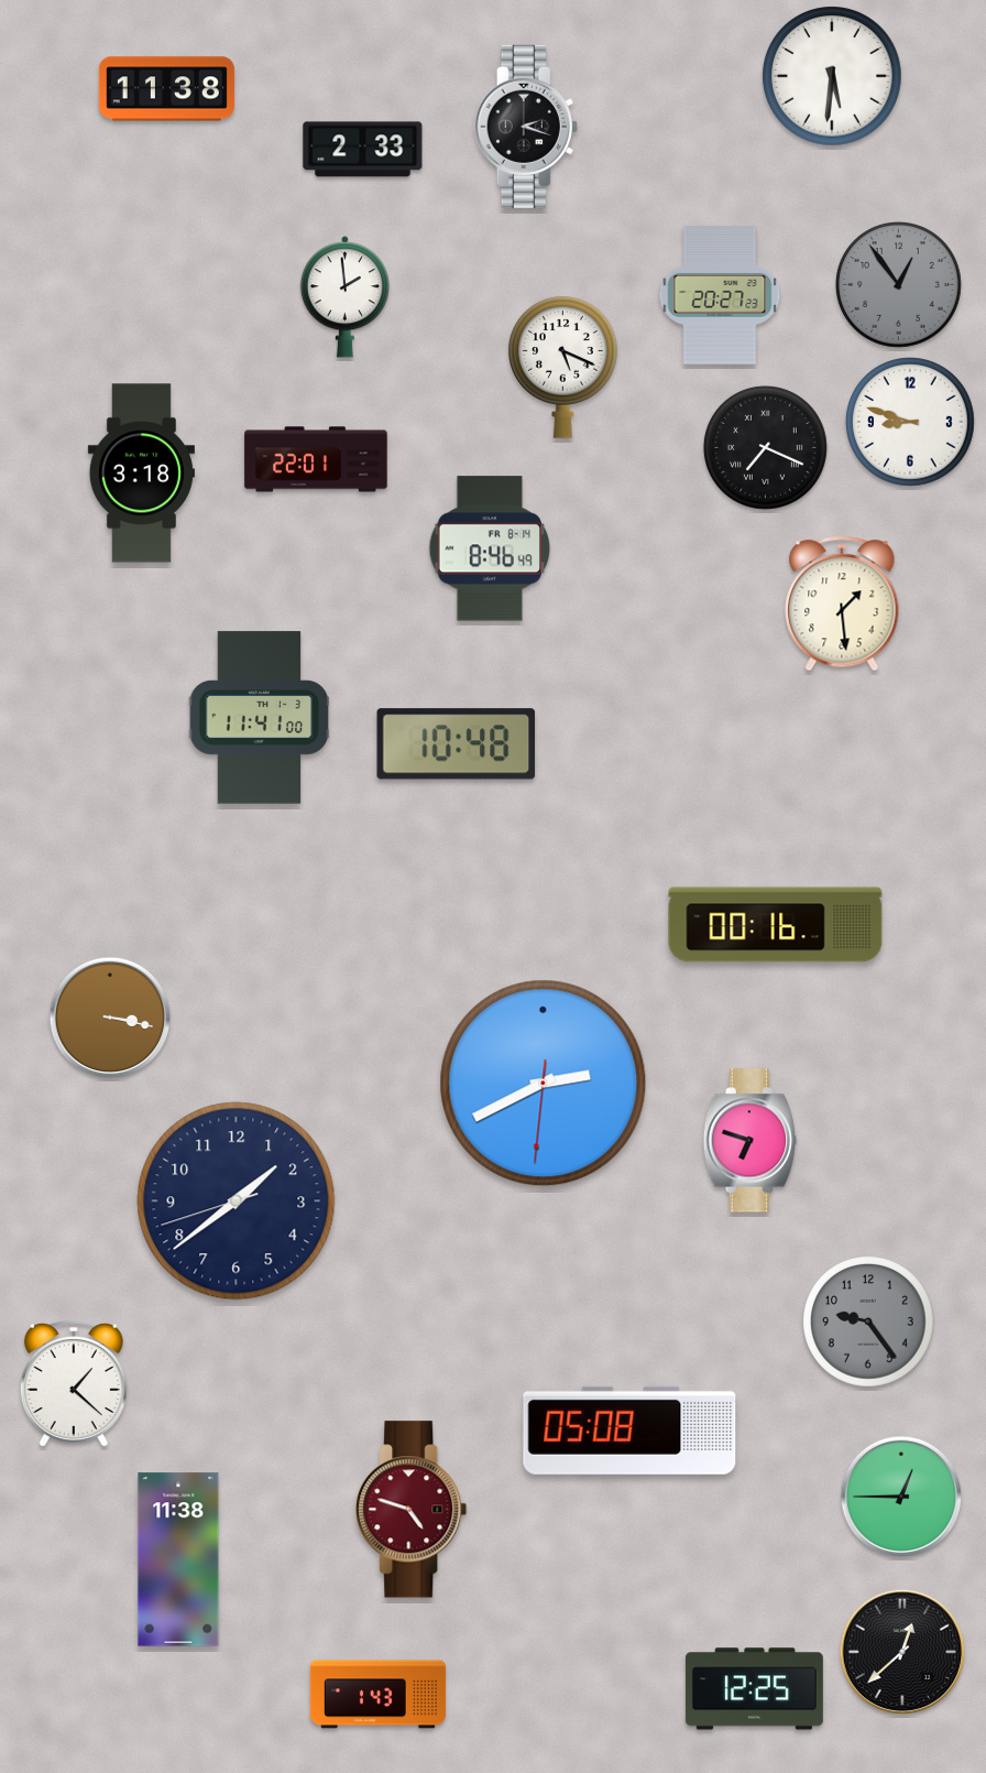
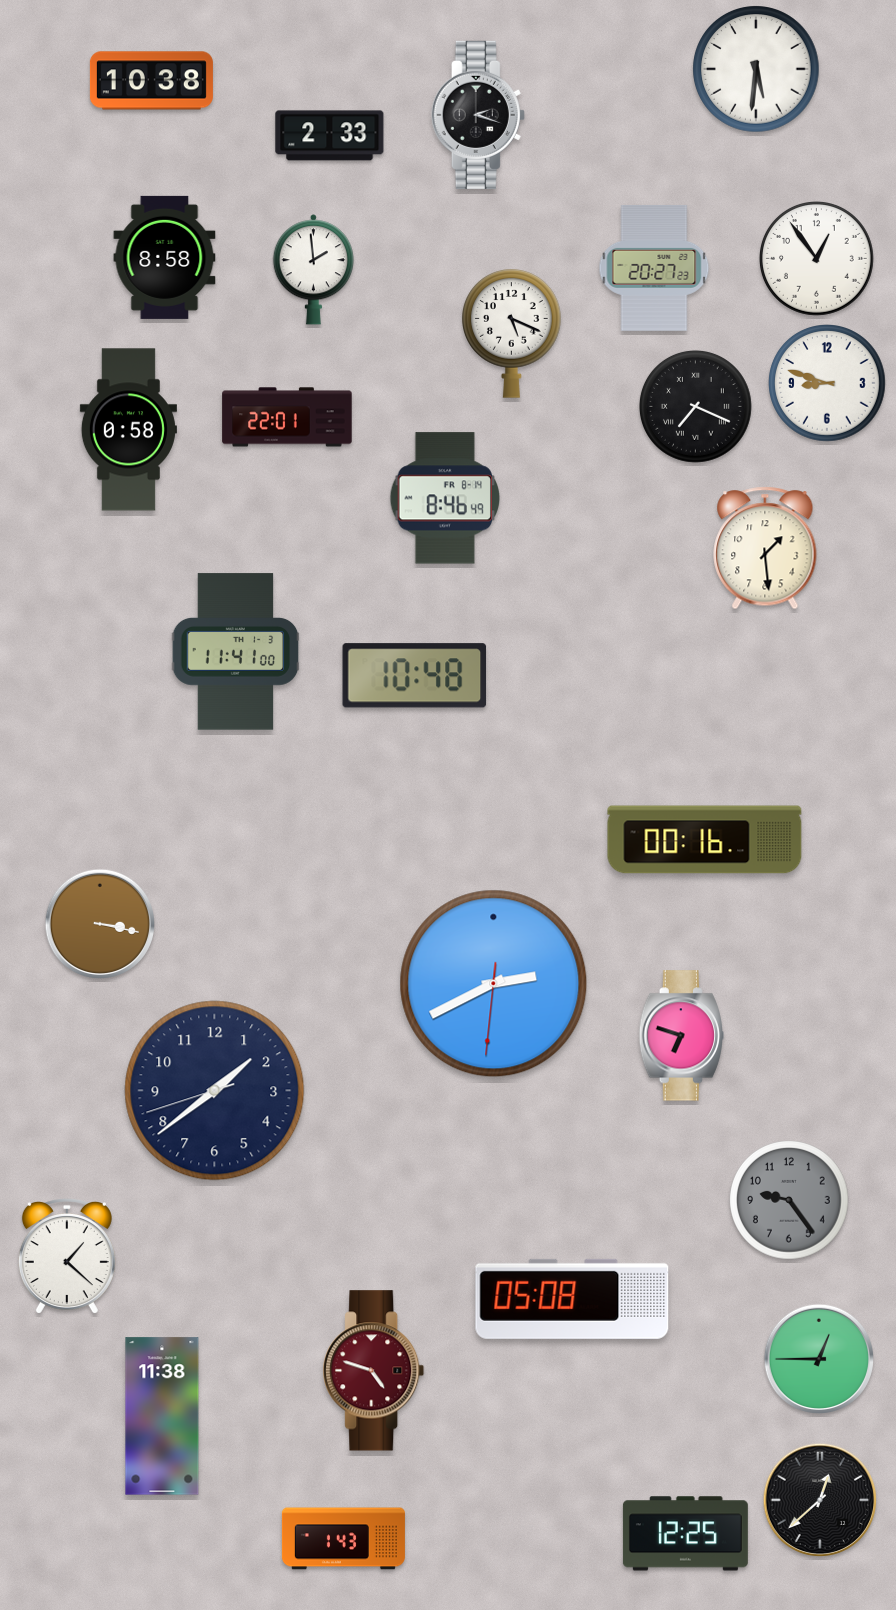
clock at (166, 89): 11:38 -> 10:38
clock at (165, 257): none -> 8:58
clock at (899, 285) dial: grey -> white
clock at (141, 474): 3:18 -> 0:58
